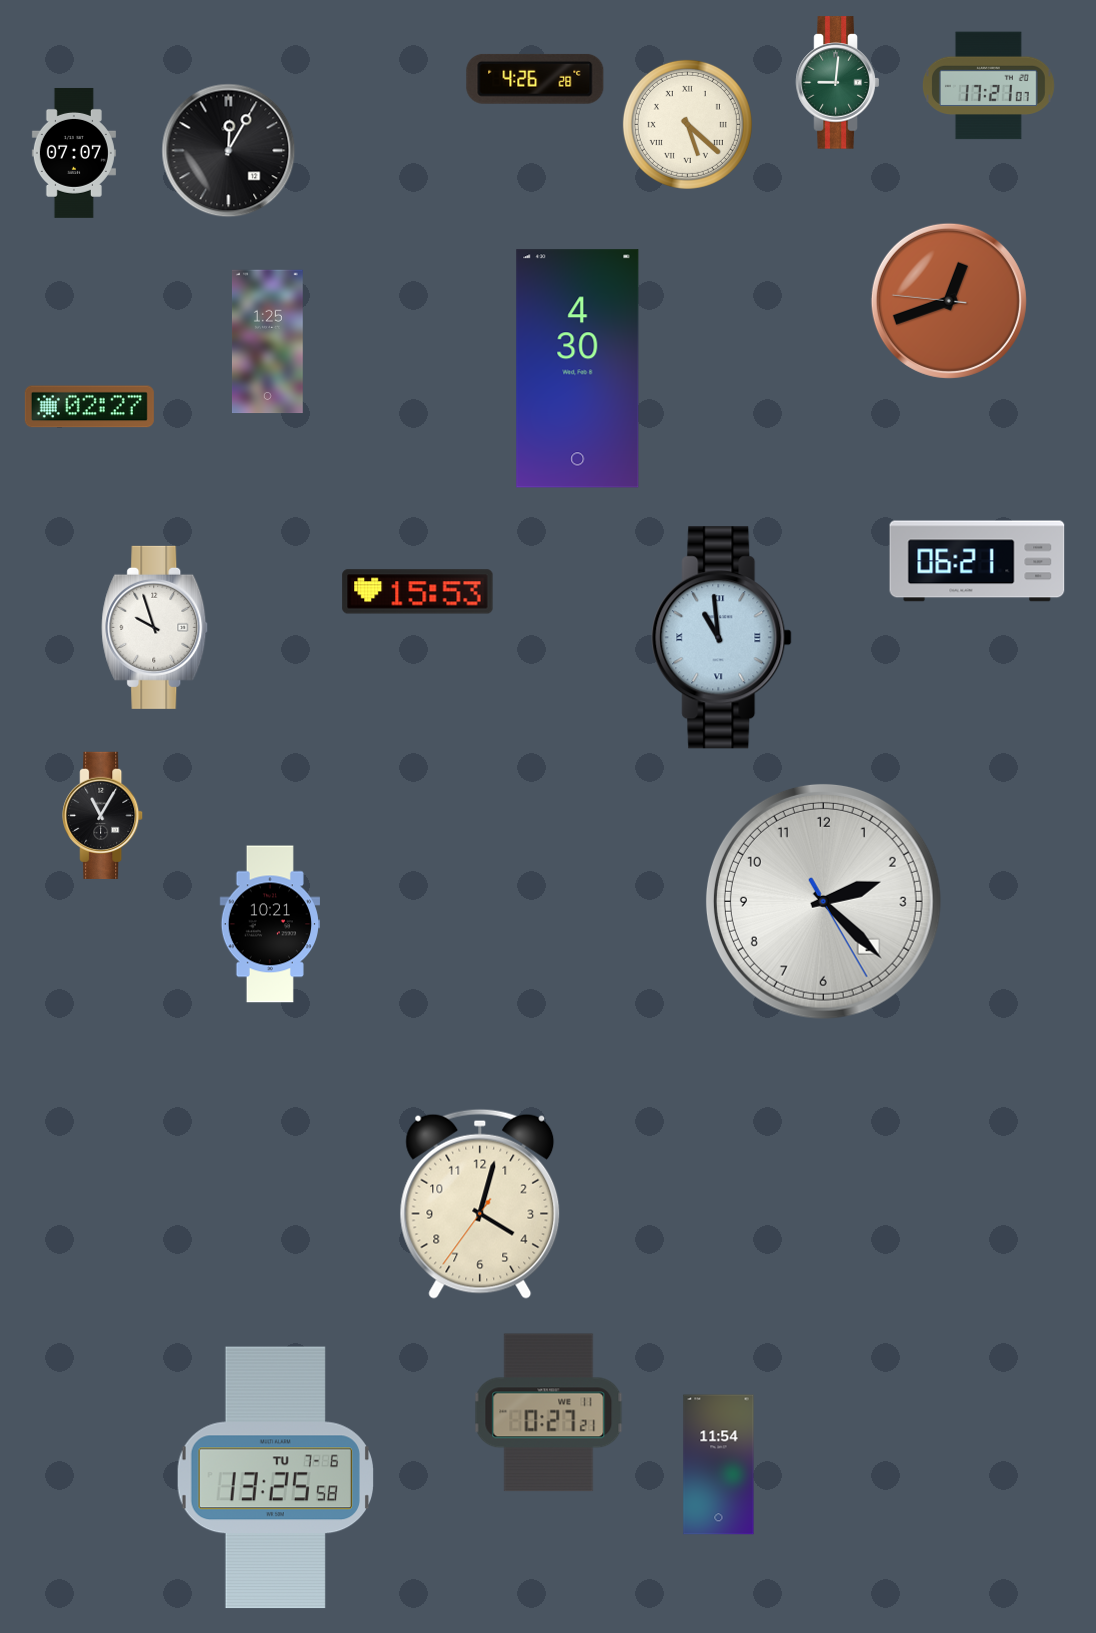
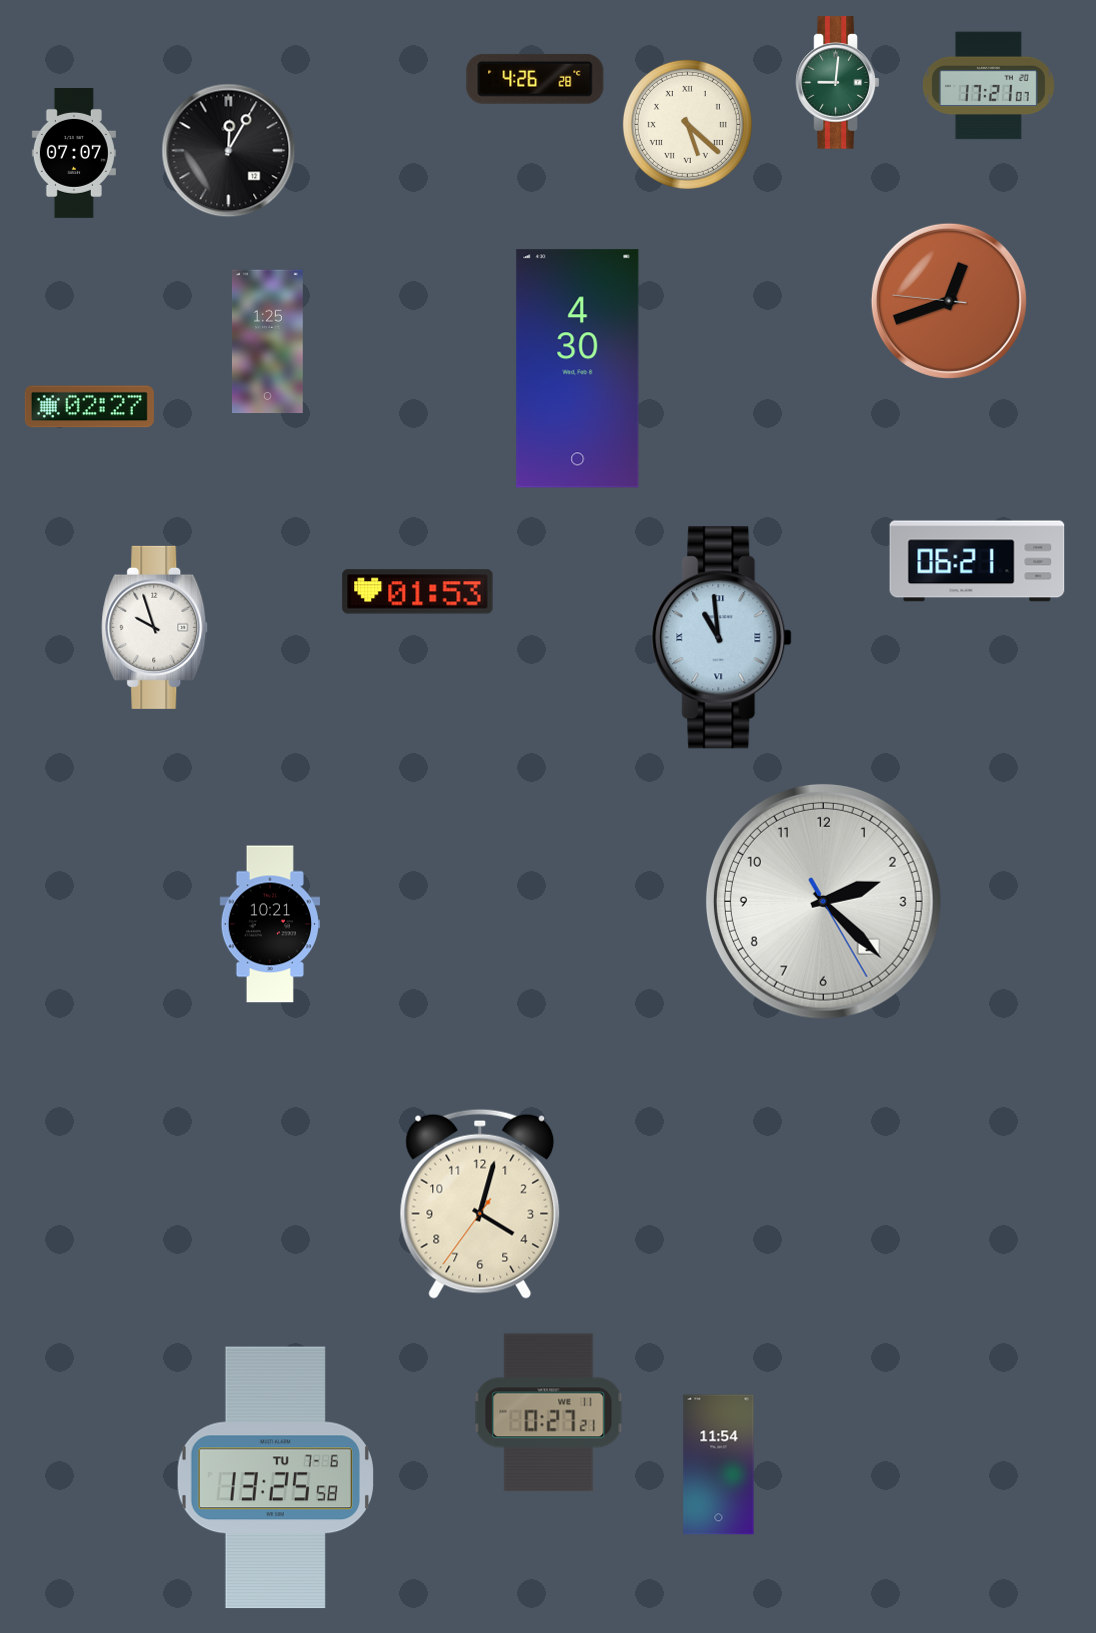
clock at (418, 592): 15:53 -> 01:53
clock at (103, 815): 11:05 -> none
